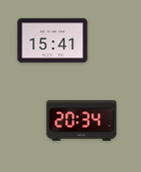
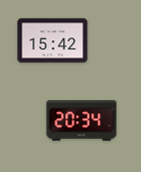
clock at (53, 41): 15:41 -> 15:42
